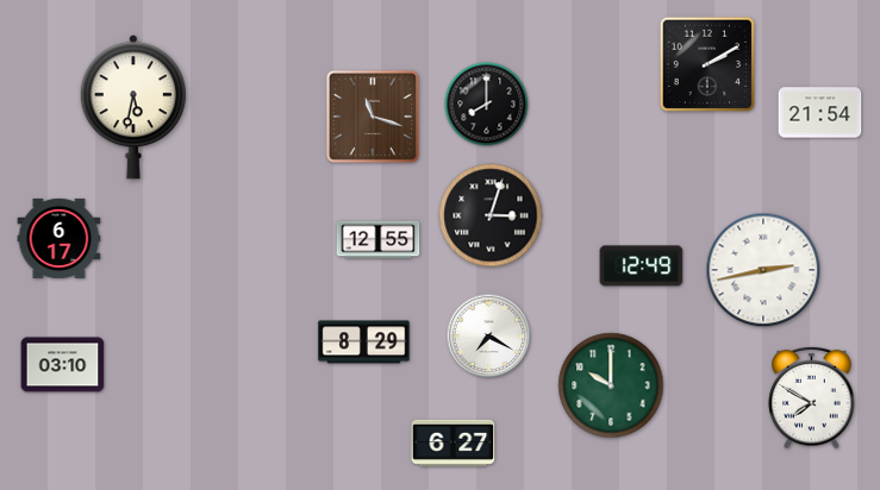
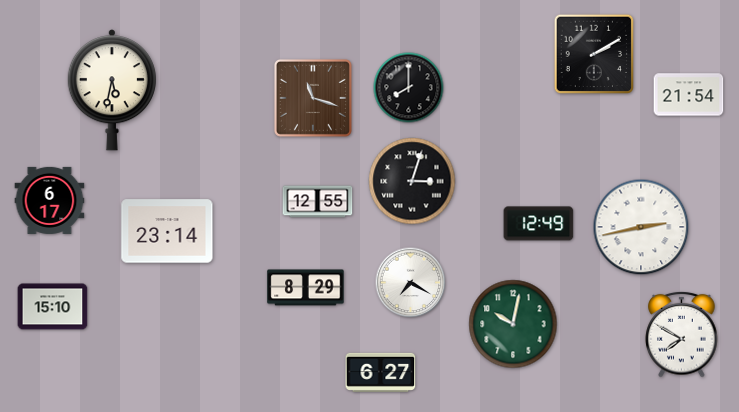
clock at (167, 231): none -> 23:14
clock at (63, 365): 03:10 -> 15:10
clock at (611, 385): 10:00 -> 10:02
